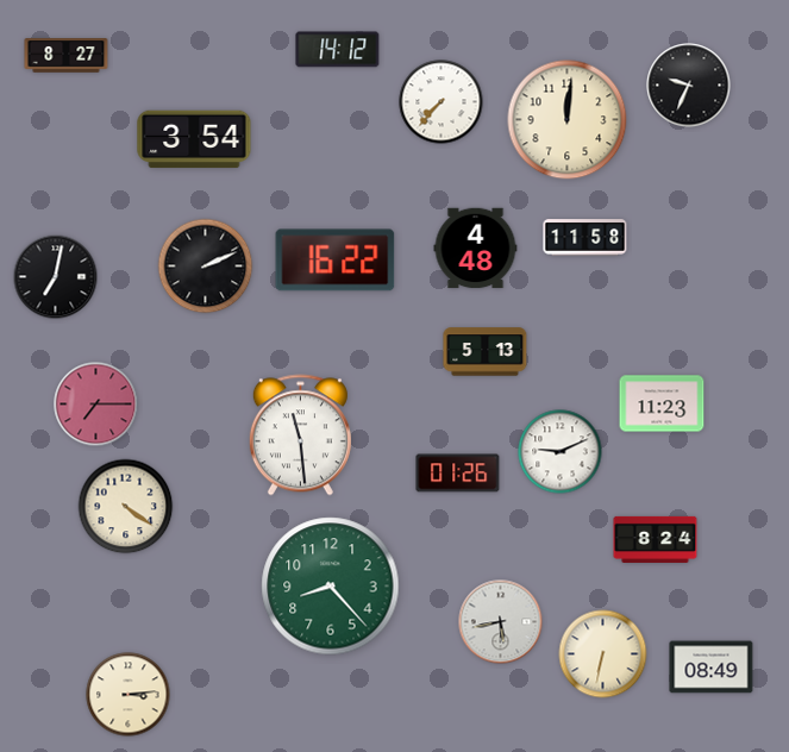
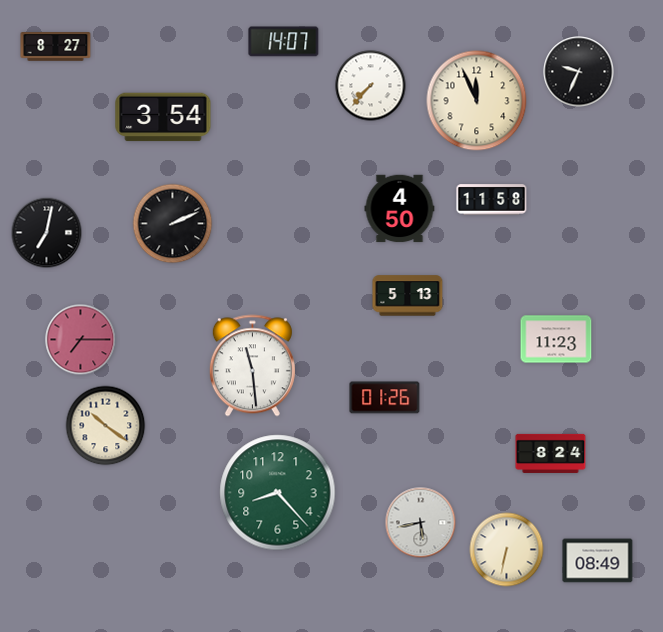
clock at (338, 50): 14:12 -> 14:07
clock at (568, 120): 12:01 -> 11:56
clock at (476, 249): 4:48 -> 4:50
clock at (336, 261): 16:22 -> none
clock at (561, 452): 9:11 -> none
clock at (126, 507): 4:21 -> 10:21
clock at (129, 695): 3:14 -> none
